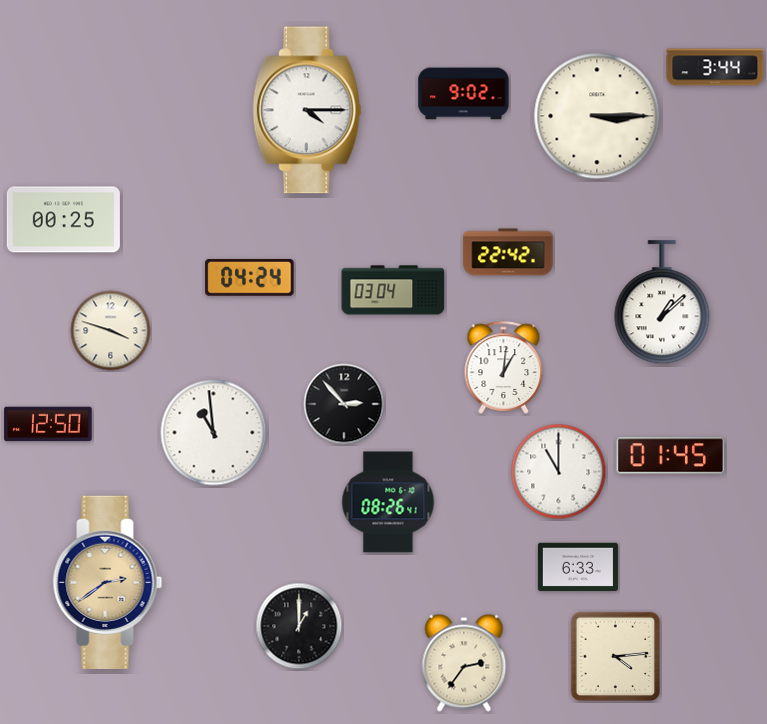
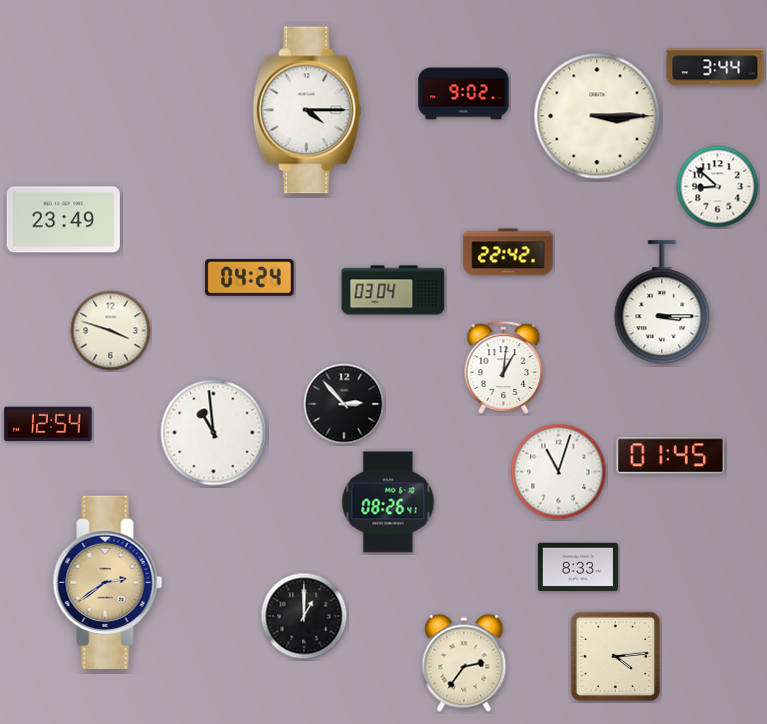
clock at (718, 187): none -> 8:52
clock at (63, 220): 00:25 -> 23:49
clock at (662, 303): 1:08 -> 3:15
clock at (48, 424): 12:50 -> 12:54
clock at (559, 472): 11:00 -> 11:03
clock at (578, 567): 6:33 -> 8:33
clock at (299, 626) position: (299, 626) -> (304, 616)
